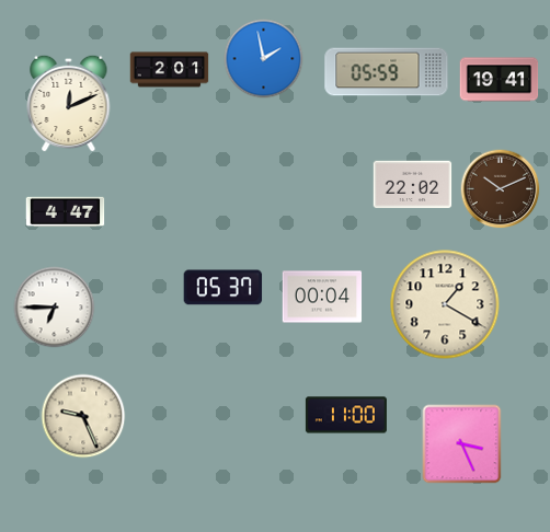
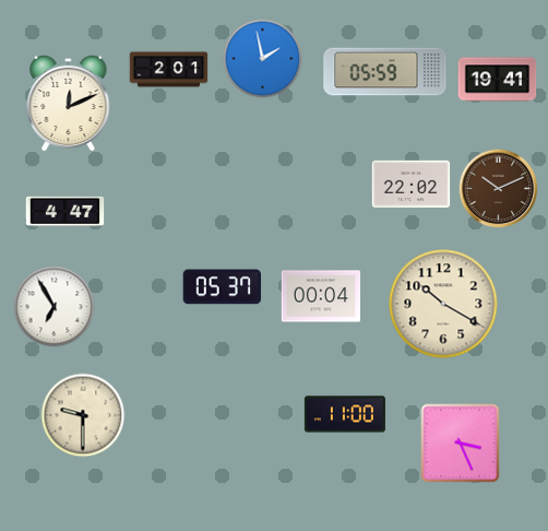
clock at (445, 304): 1:20 -> 10:20
clock at (55, 308): 6:45 -> 6:55
clock at (83, 416): 9:26 -> 9:30
